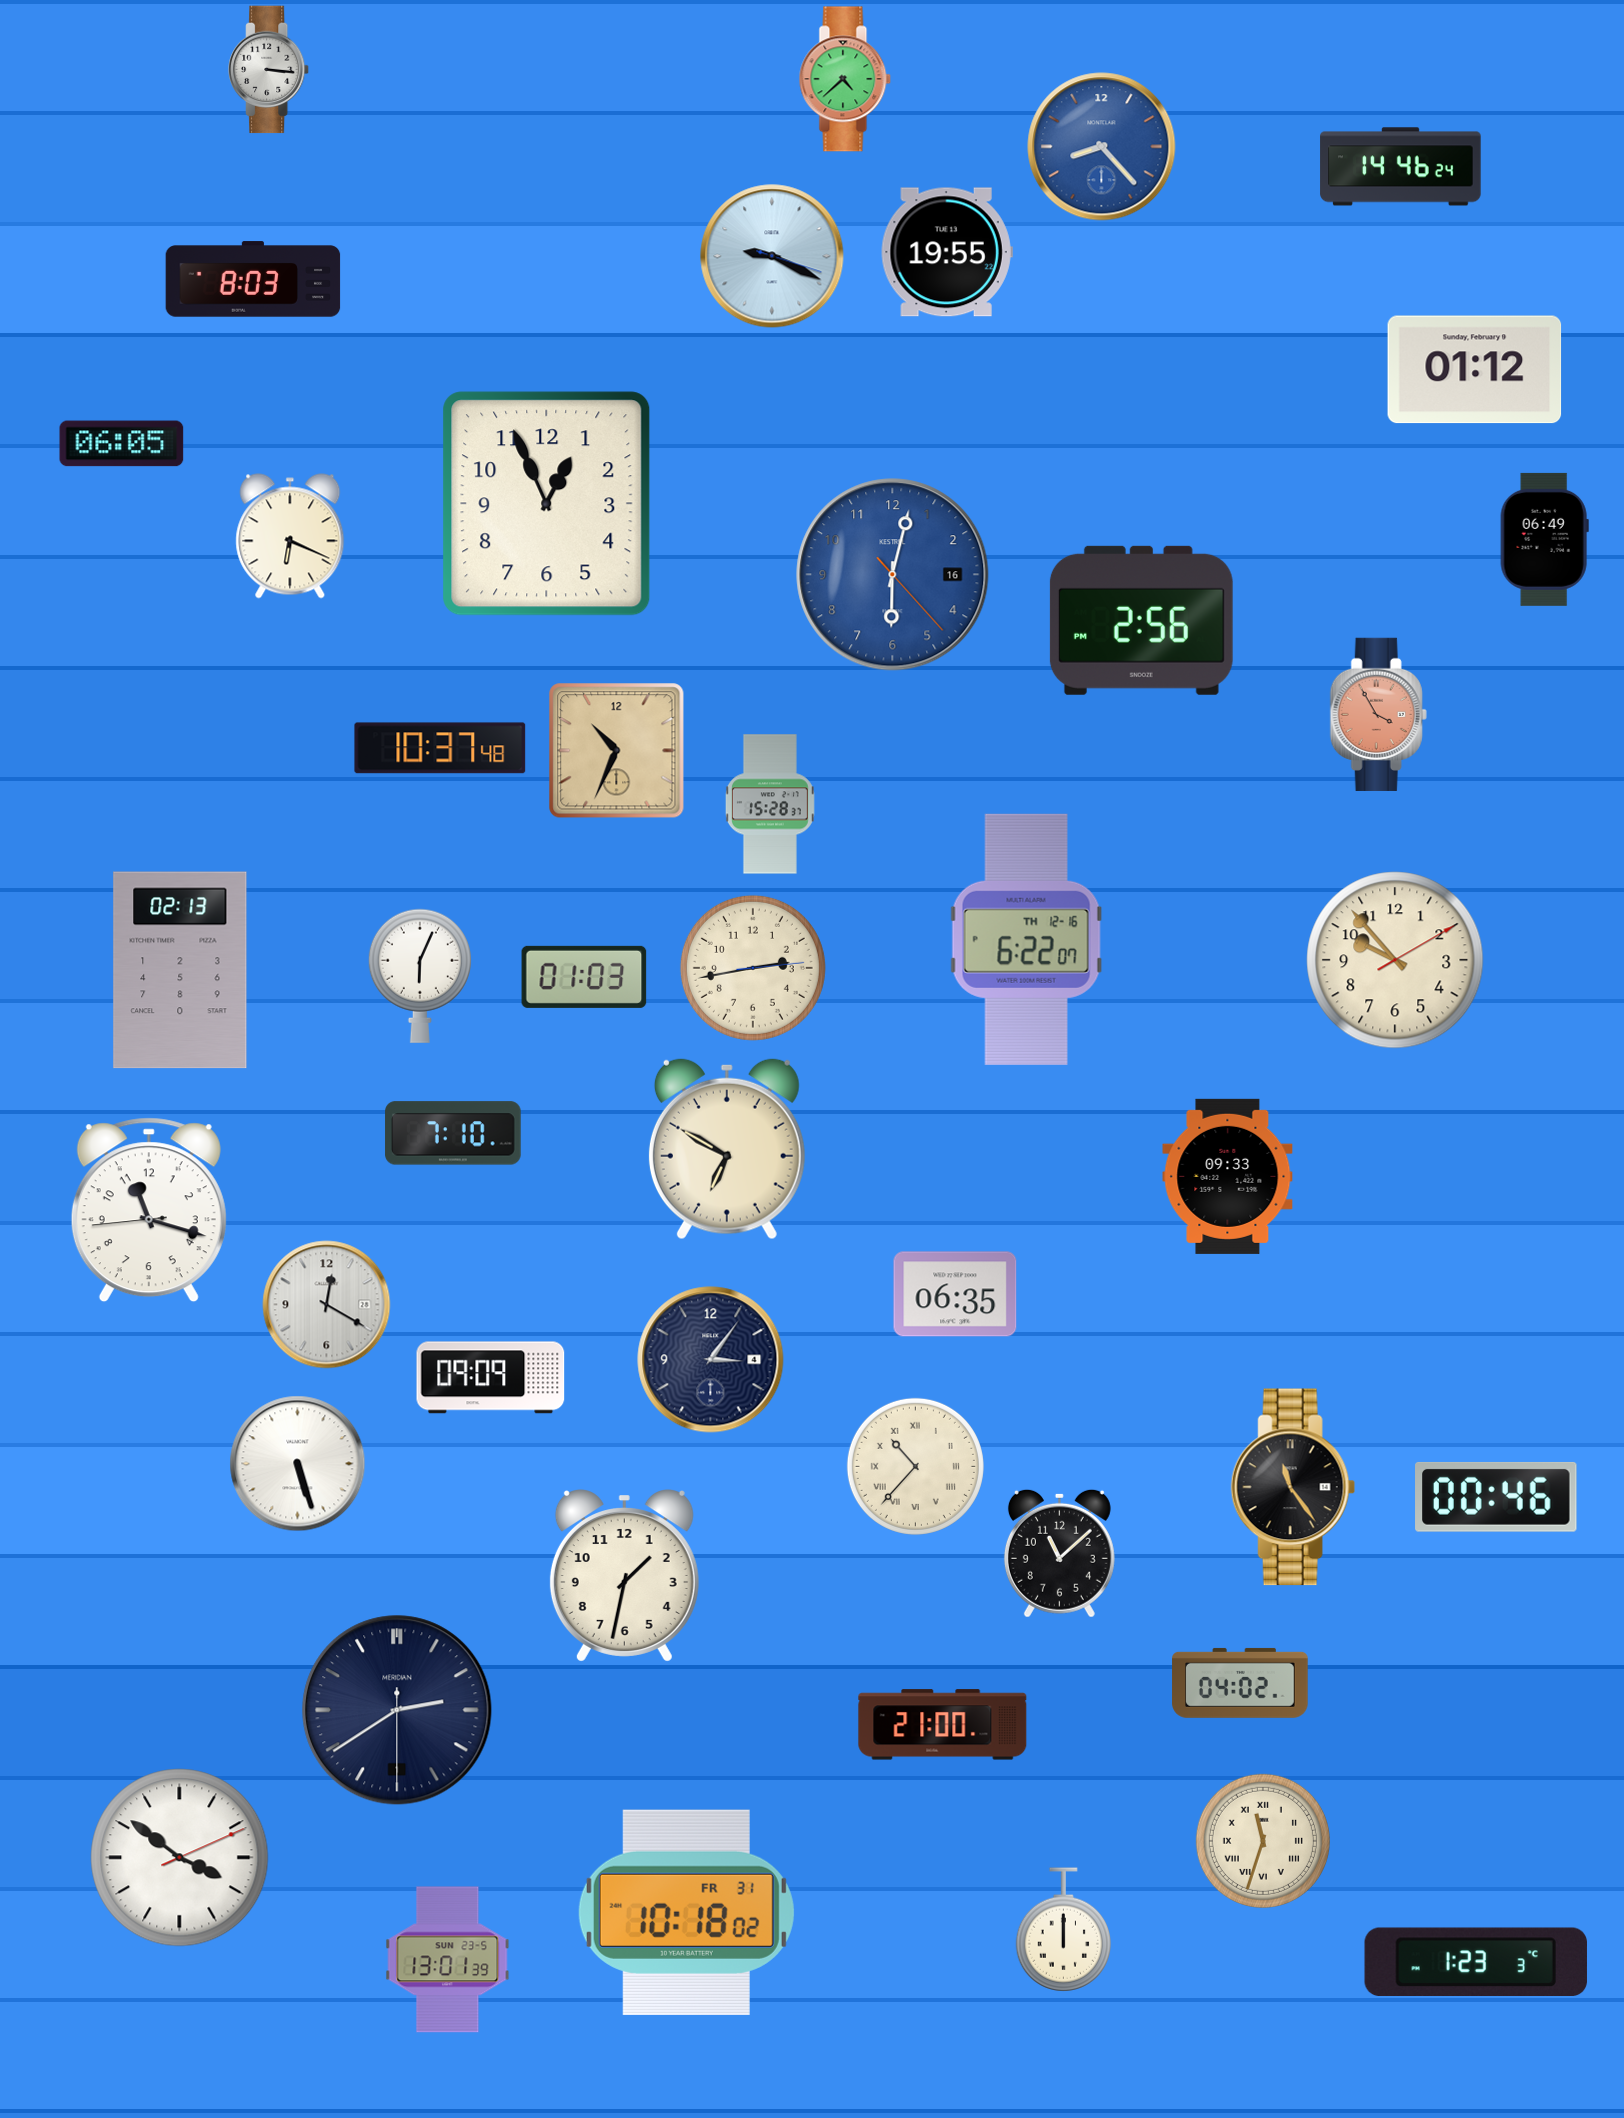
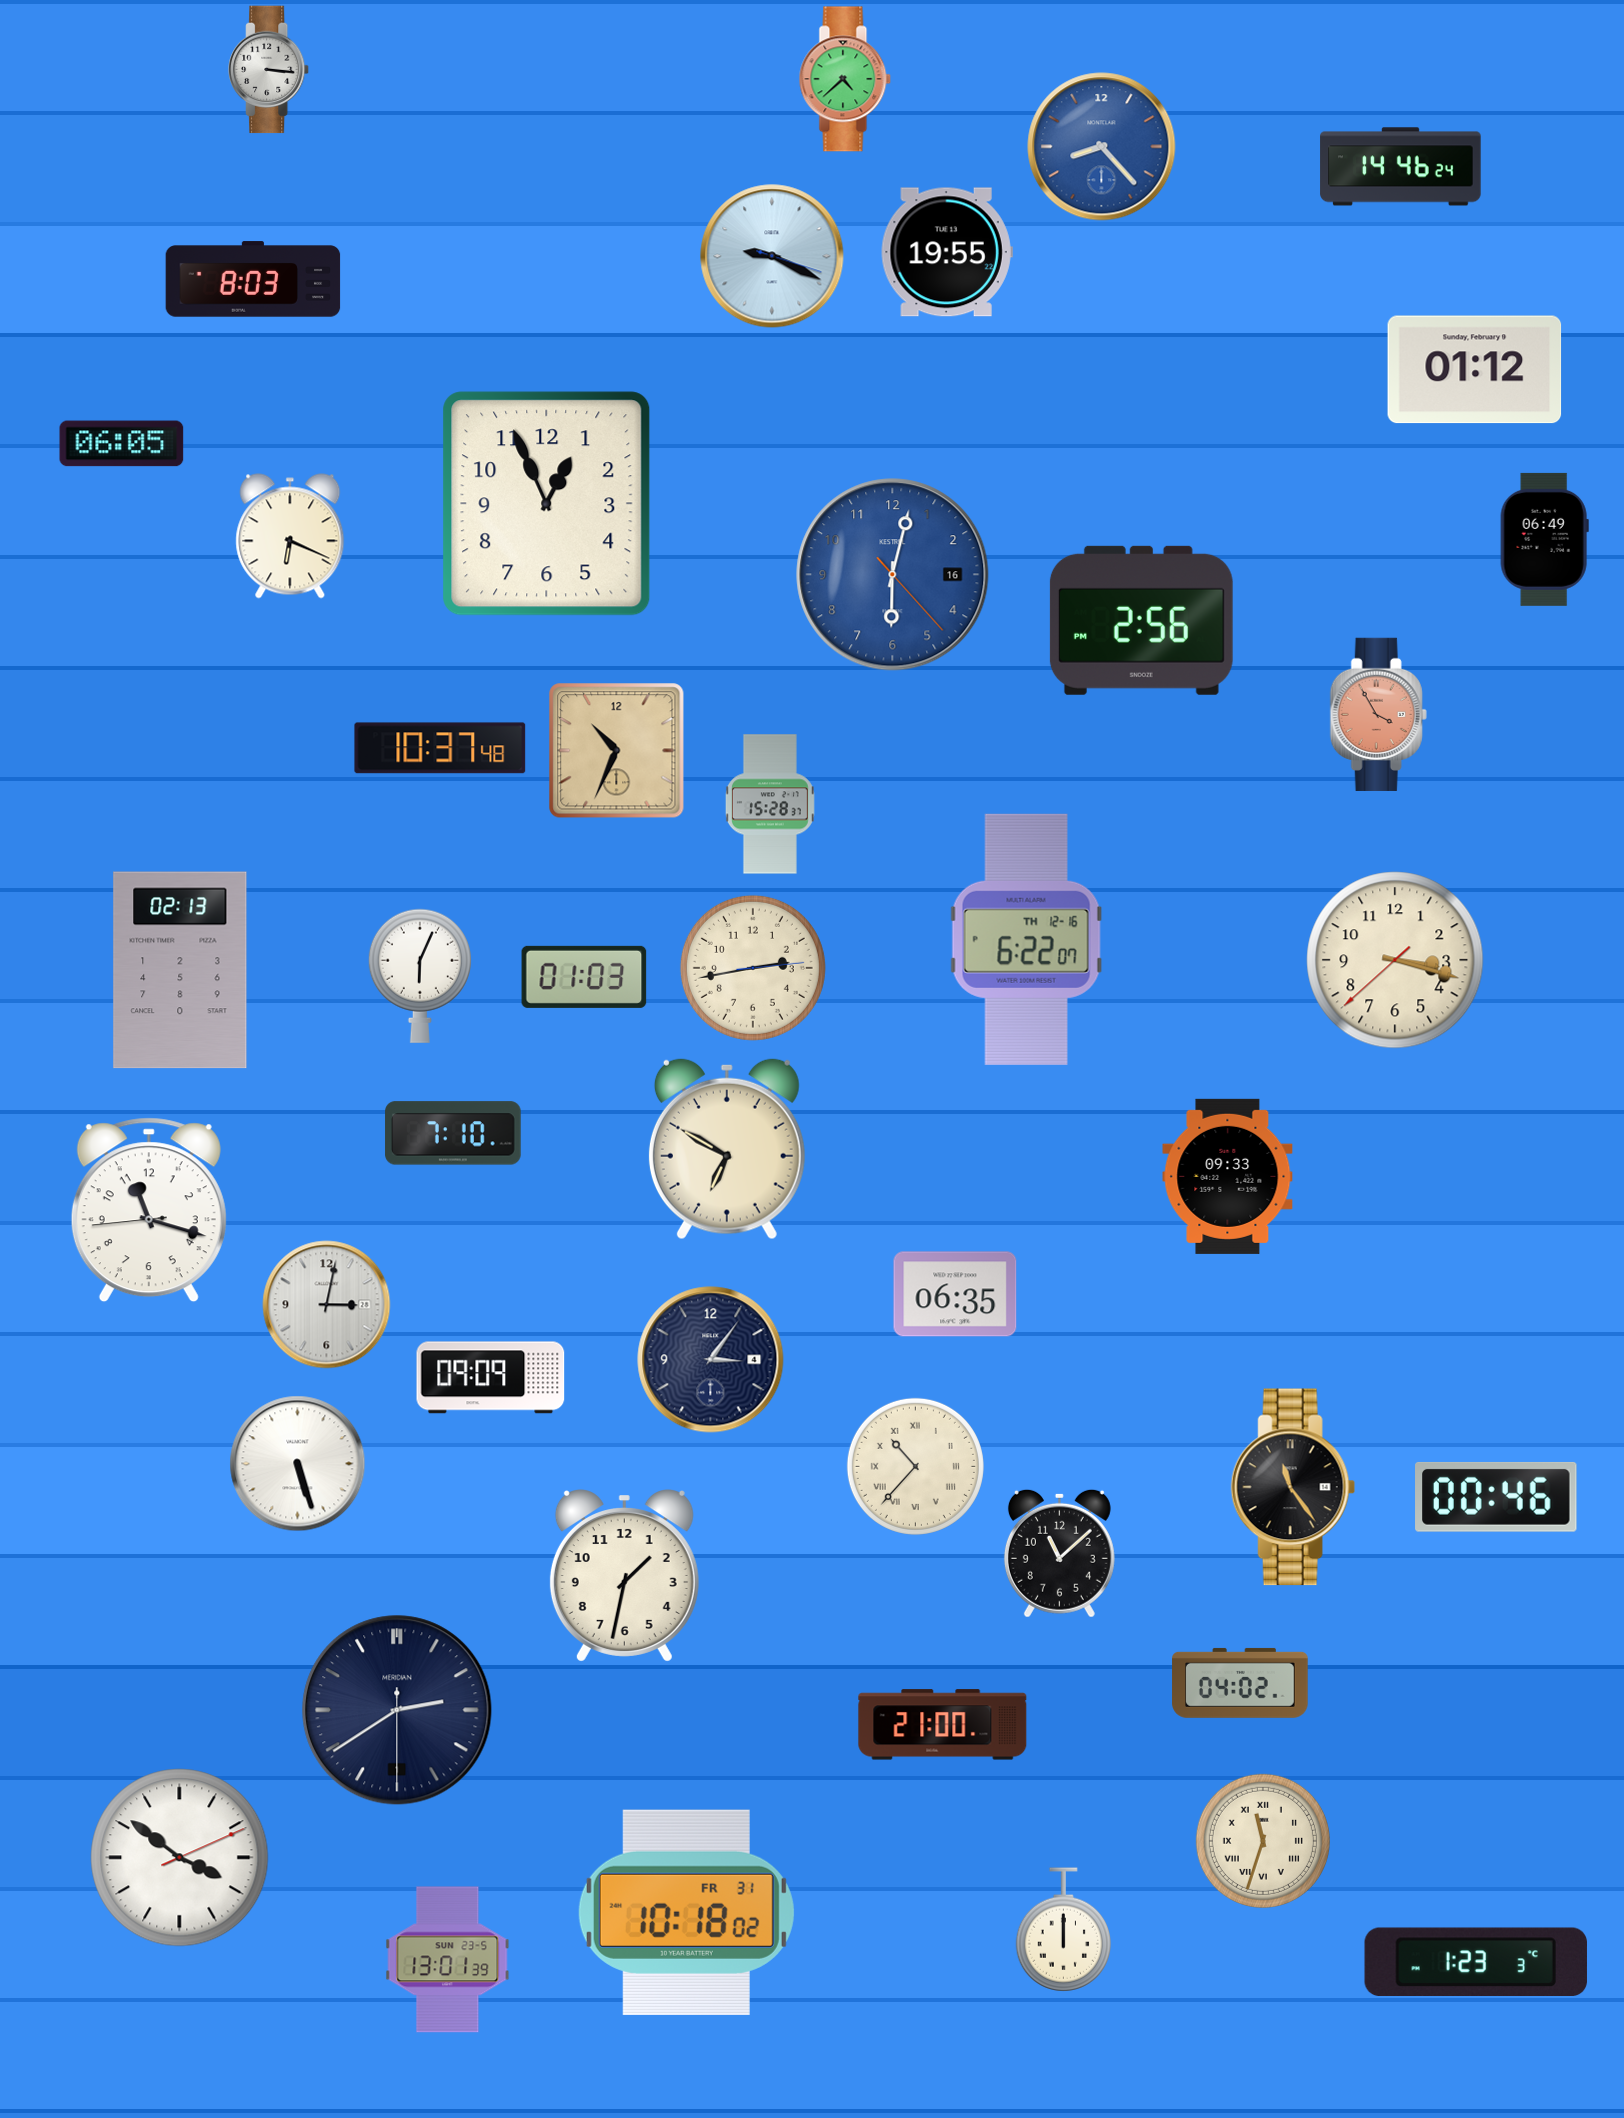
clock at (1395, 960): 9:53 -> 3:17
clock at (327, 1305): 12:20 -> 3:02
